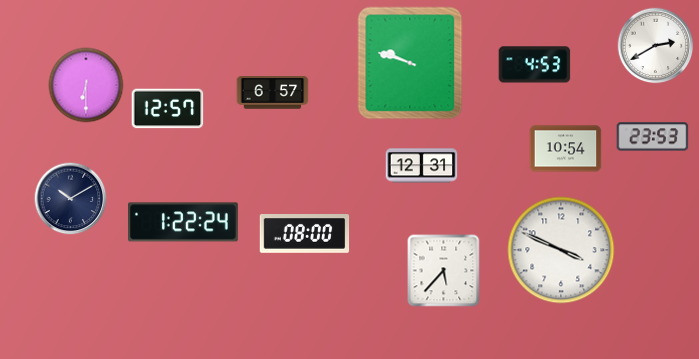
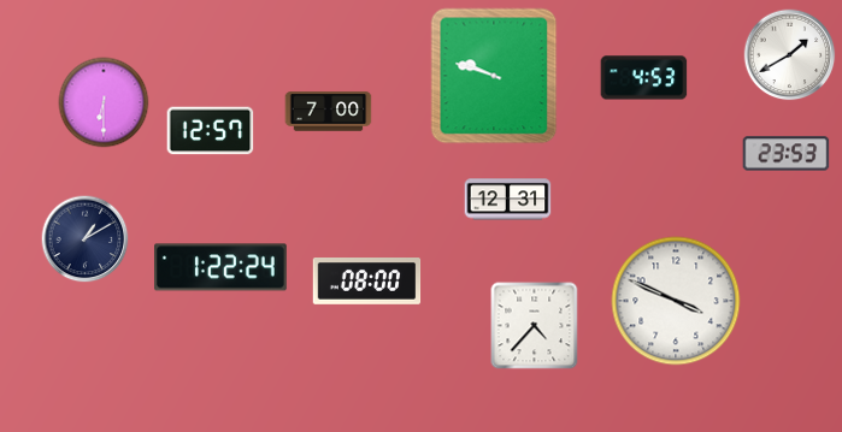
clock at (656, 46): 2:40 -> 1:40
clock at (273, 93): 6:57 -> 7:00
clock at (168, 109) position: (168, 109) -> (211, 131)
clock at (653, 137) position: (653, 137) -> (787, 154)
clock at (566, 149): 10:54 -> none
clock at (71, 199): 10:10 -> 1:10
clock at (444, 271): 5:37 -> 4:37
